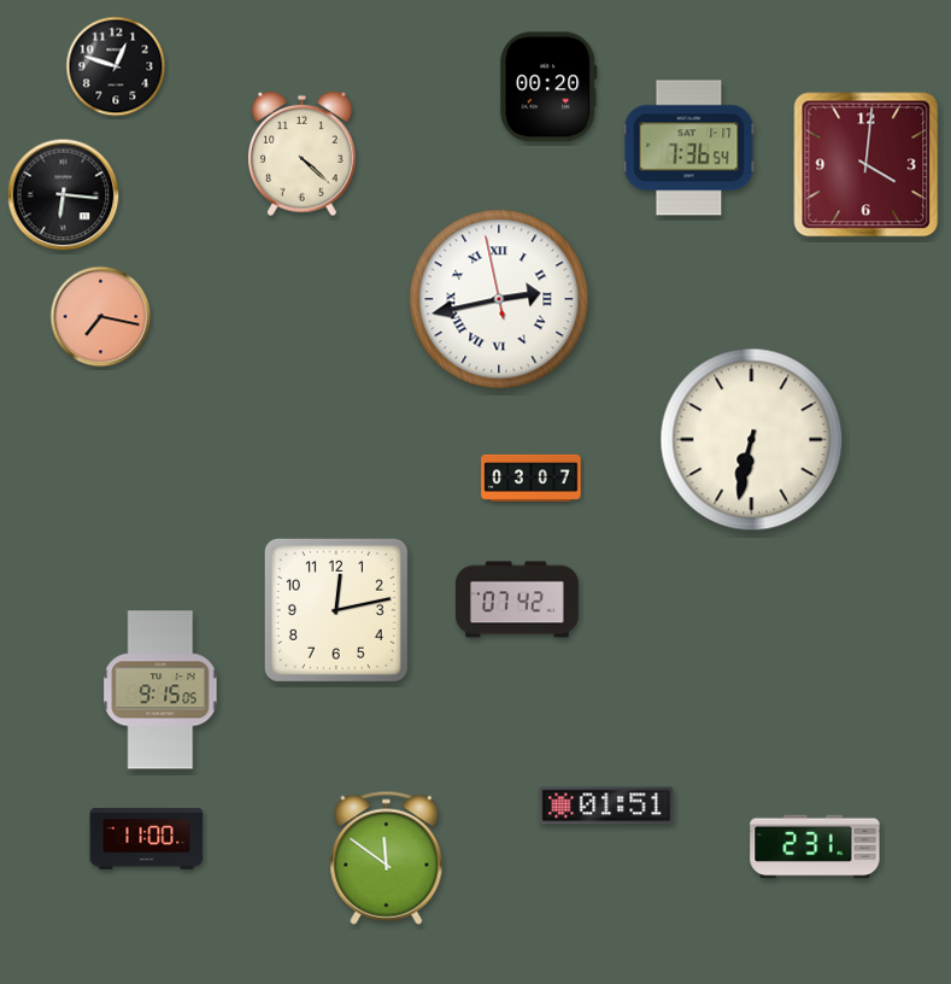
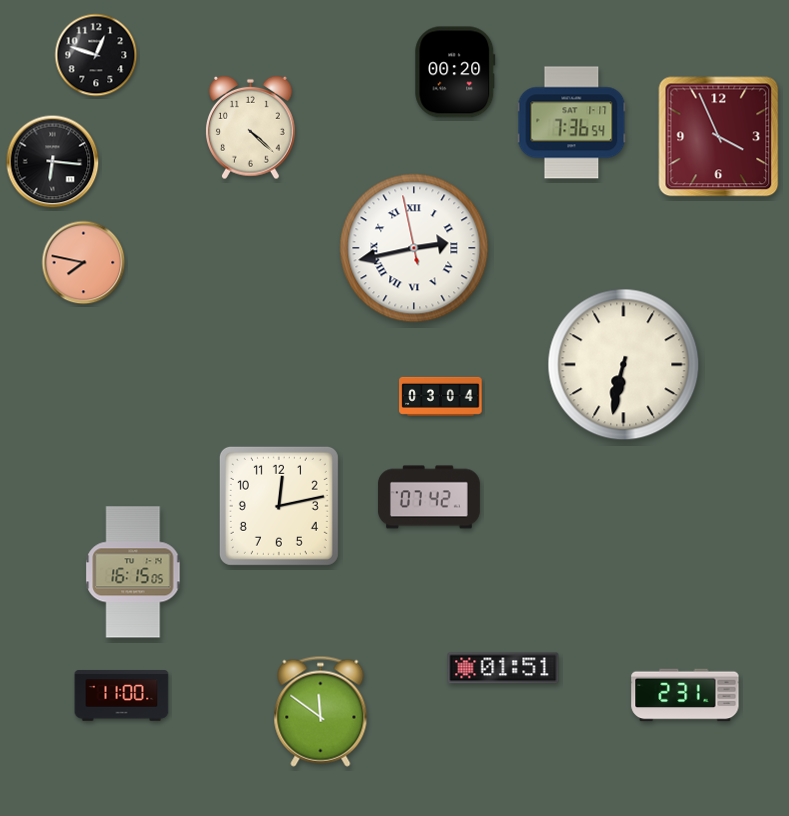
clock at (867, 165): 4:01 -> 3:56
clock at (101, 317): 7:17 -> 7:47
clock at (532, 478): 03:07 -> 03:04
clock at (160, 690): 9:15 -> 16:15
clock at (815, 847) position: (815, 847) -> (685, 695)
